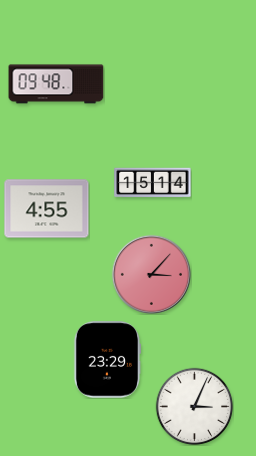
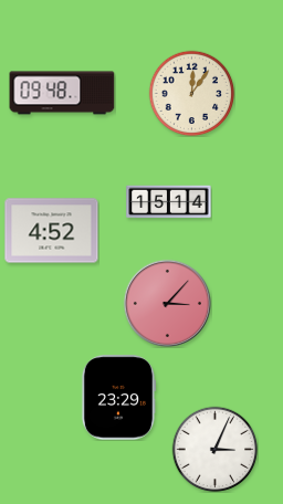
clock at (191, 93): none -> 12:06
clock at (47, 209): 4:55 -> 4:52
